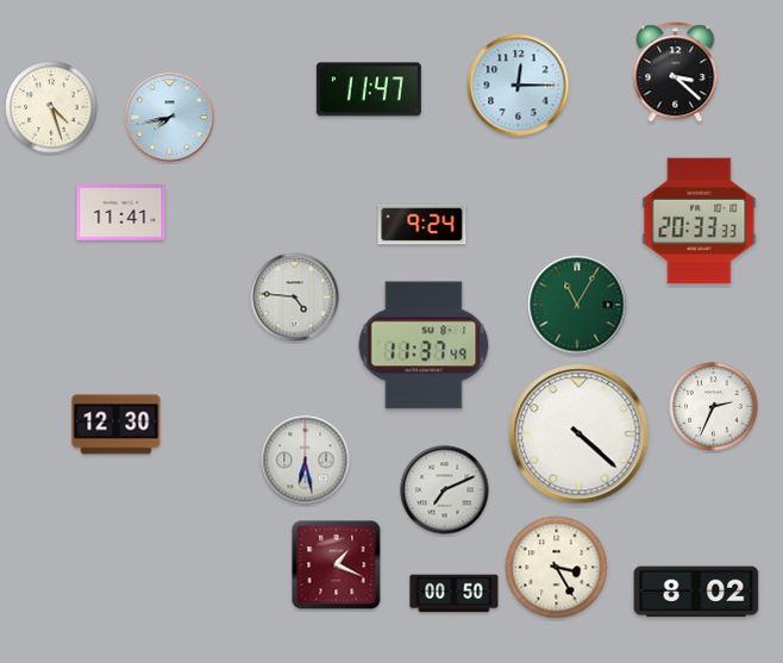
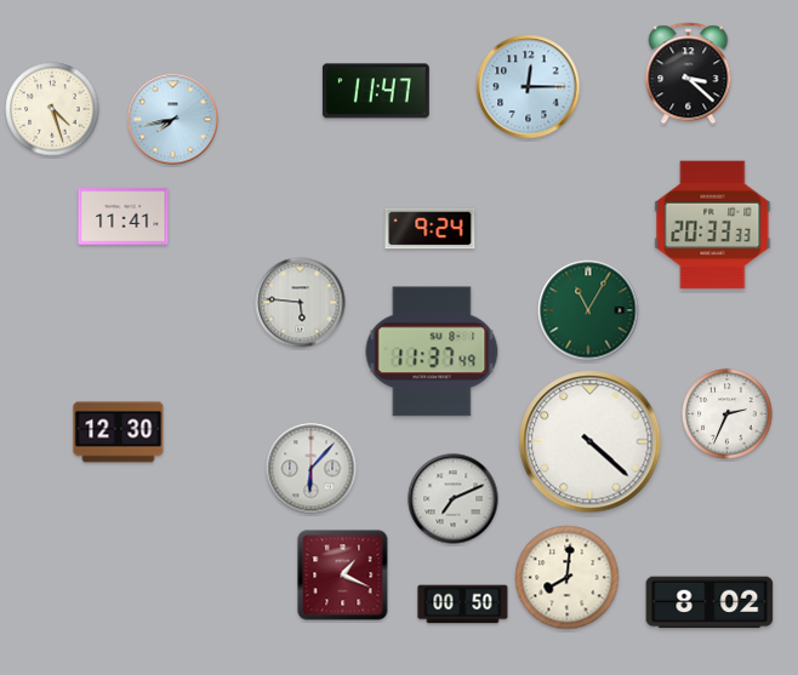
clock at (295, 298): 4:46 -> 5:46
clock at (306, 461): 6:28 -> 6:07
clock at (557, 568): 3:25 -> 8:01
